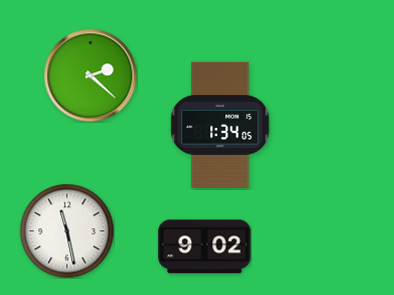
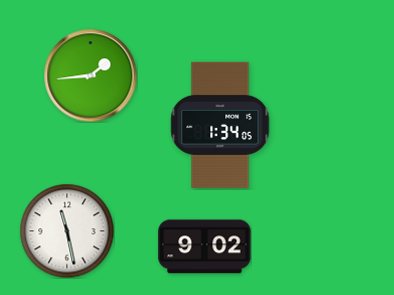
clock at (90, 75): 2:22 -> 1:44
